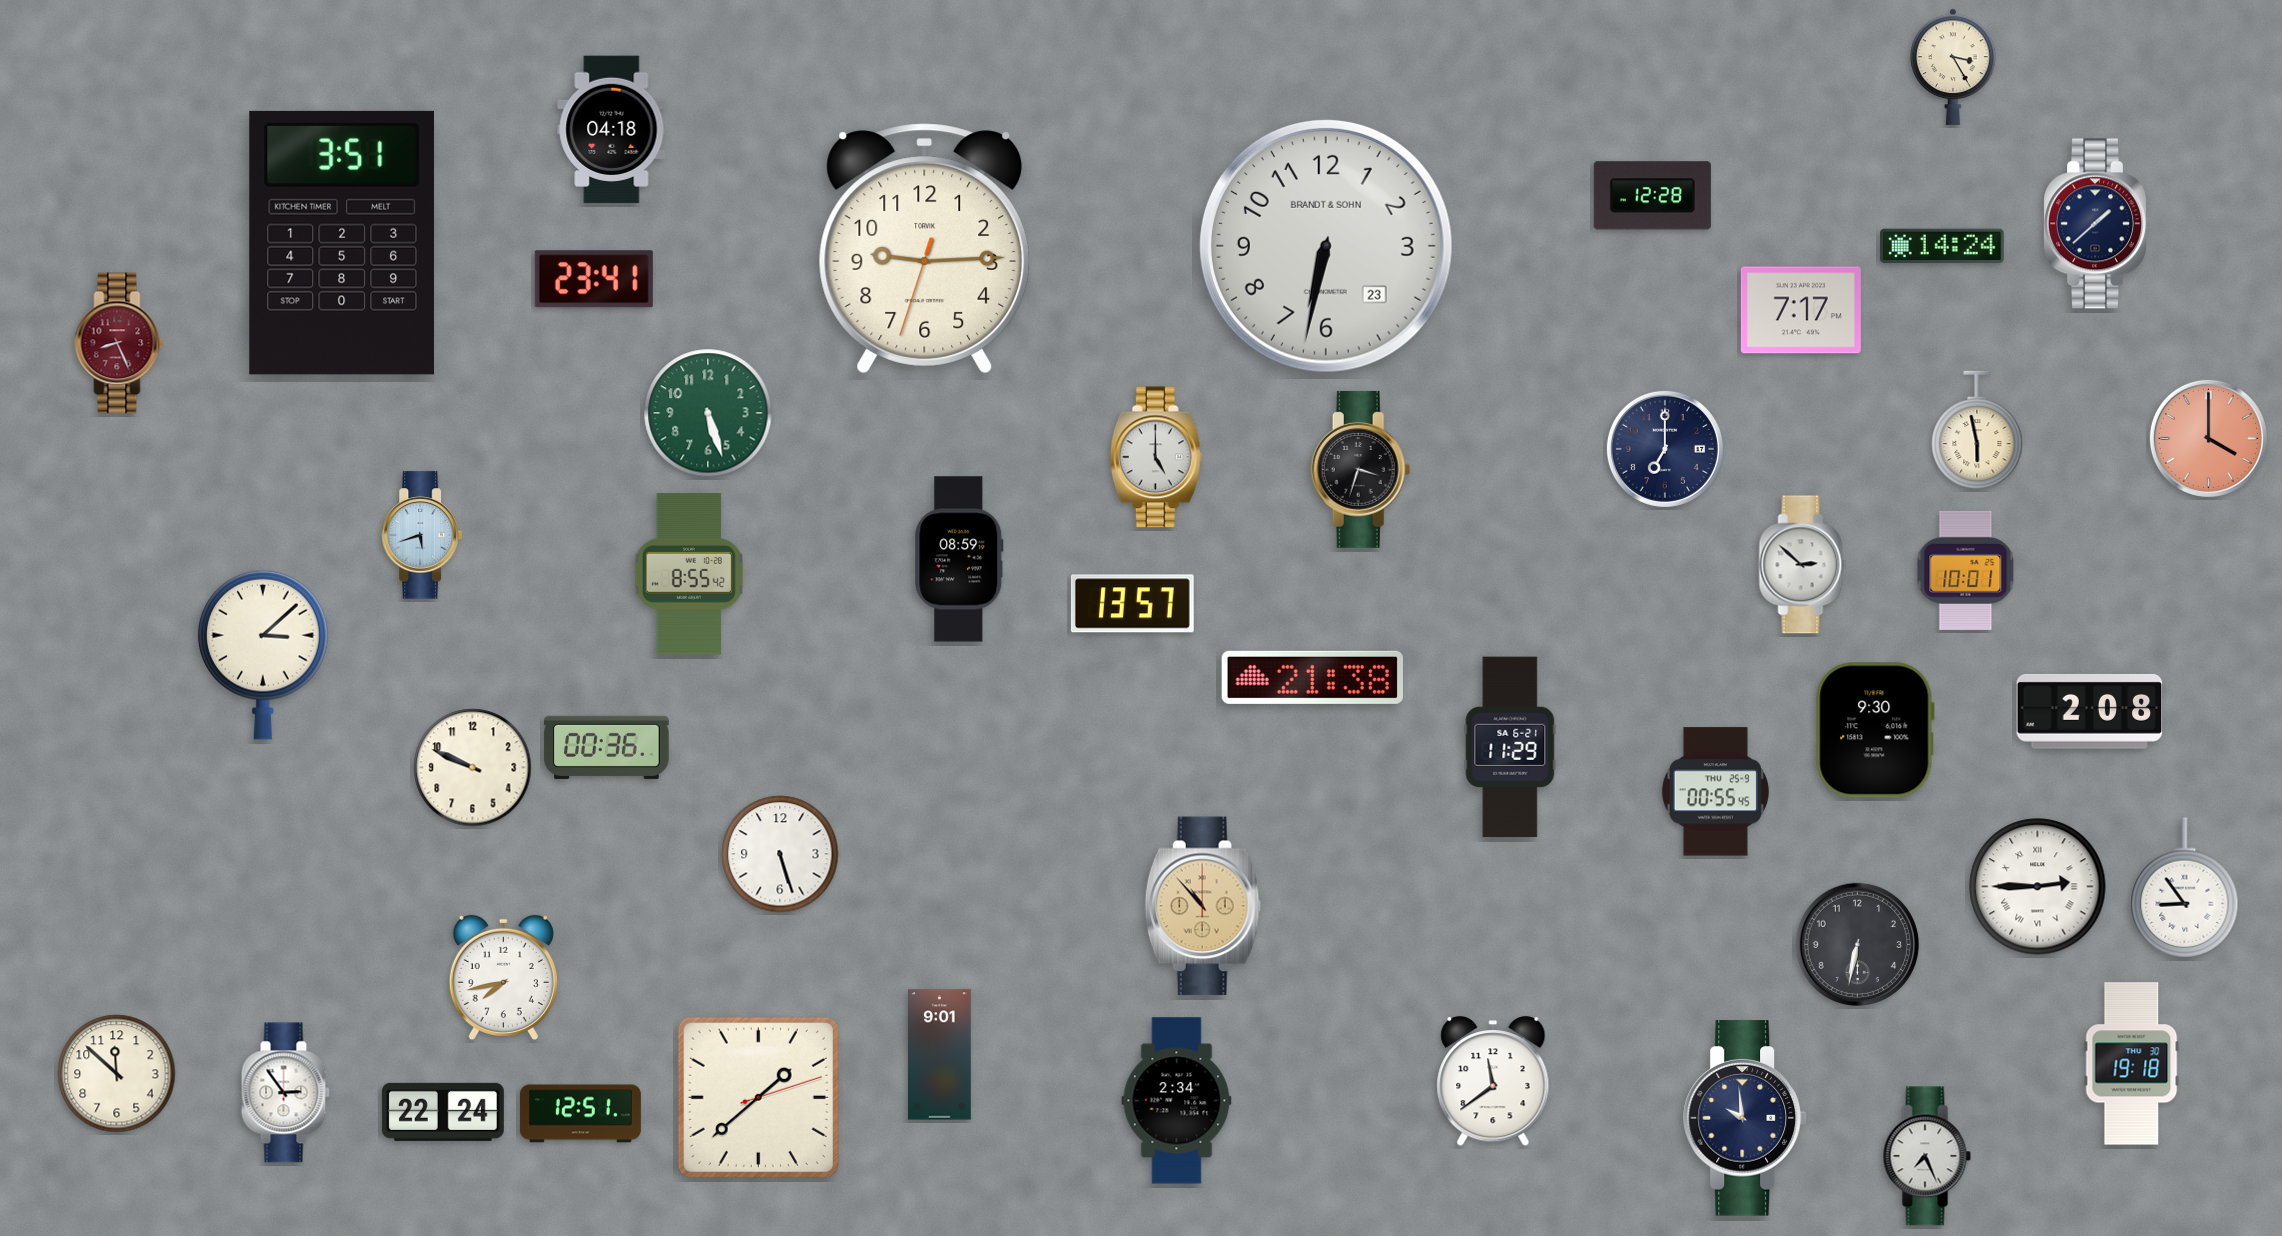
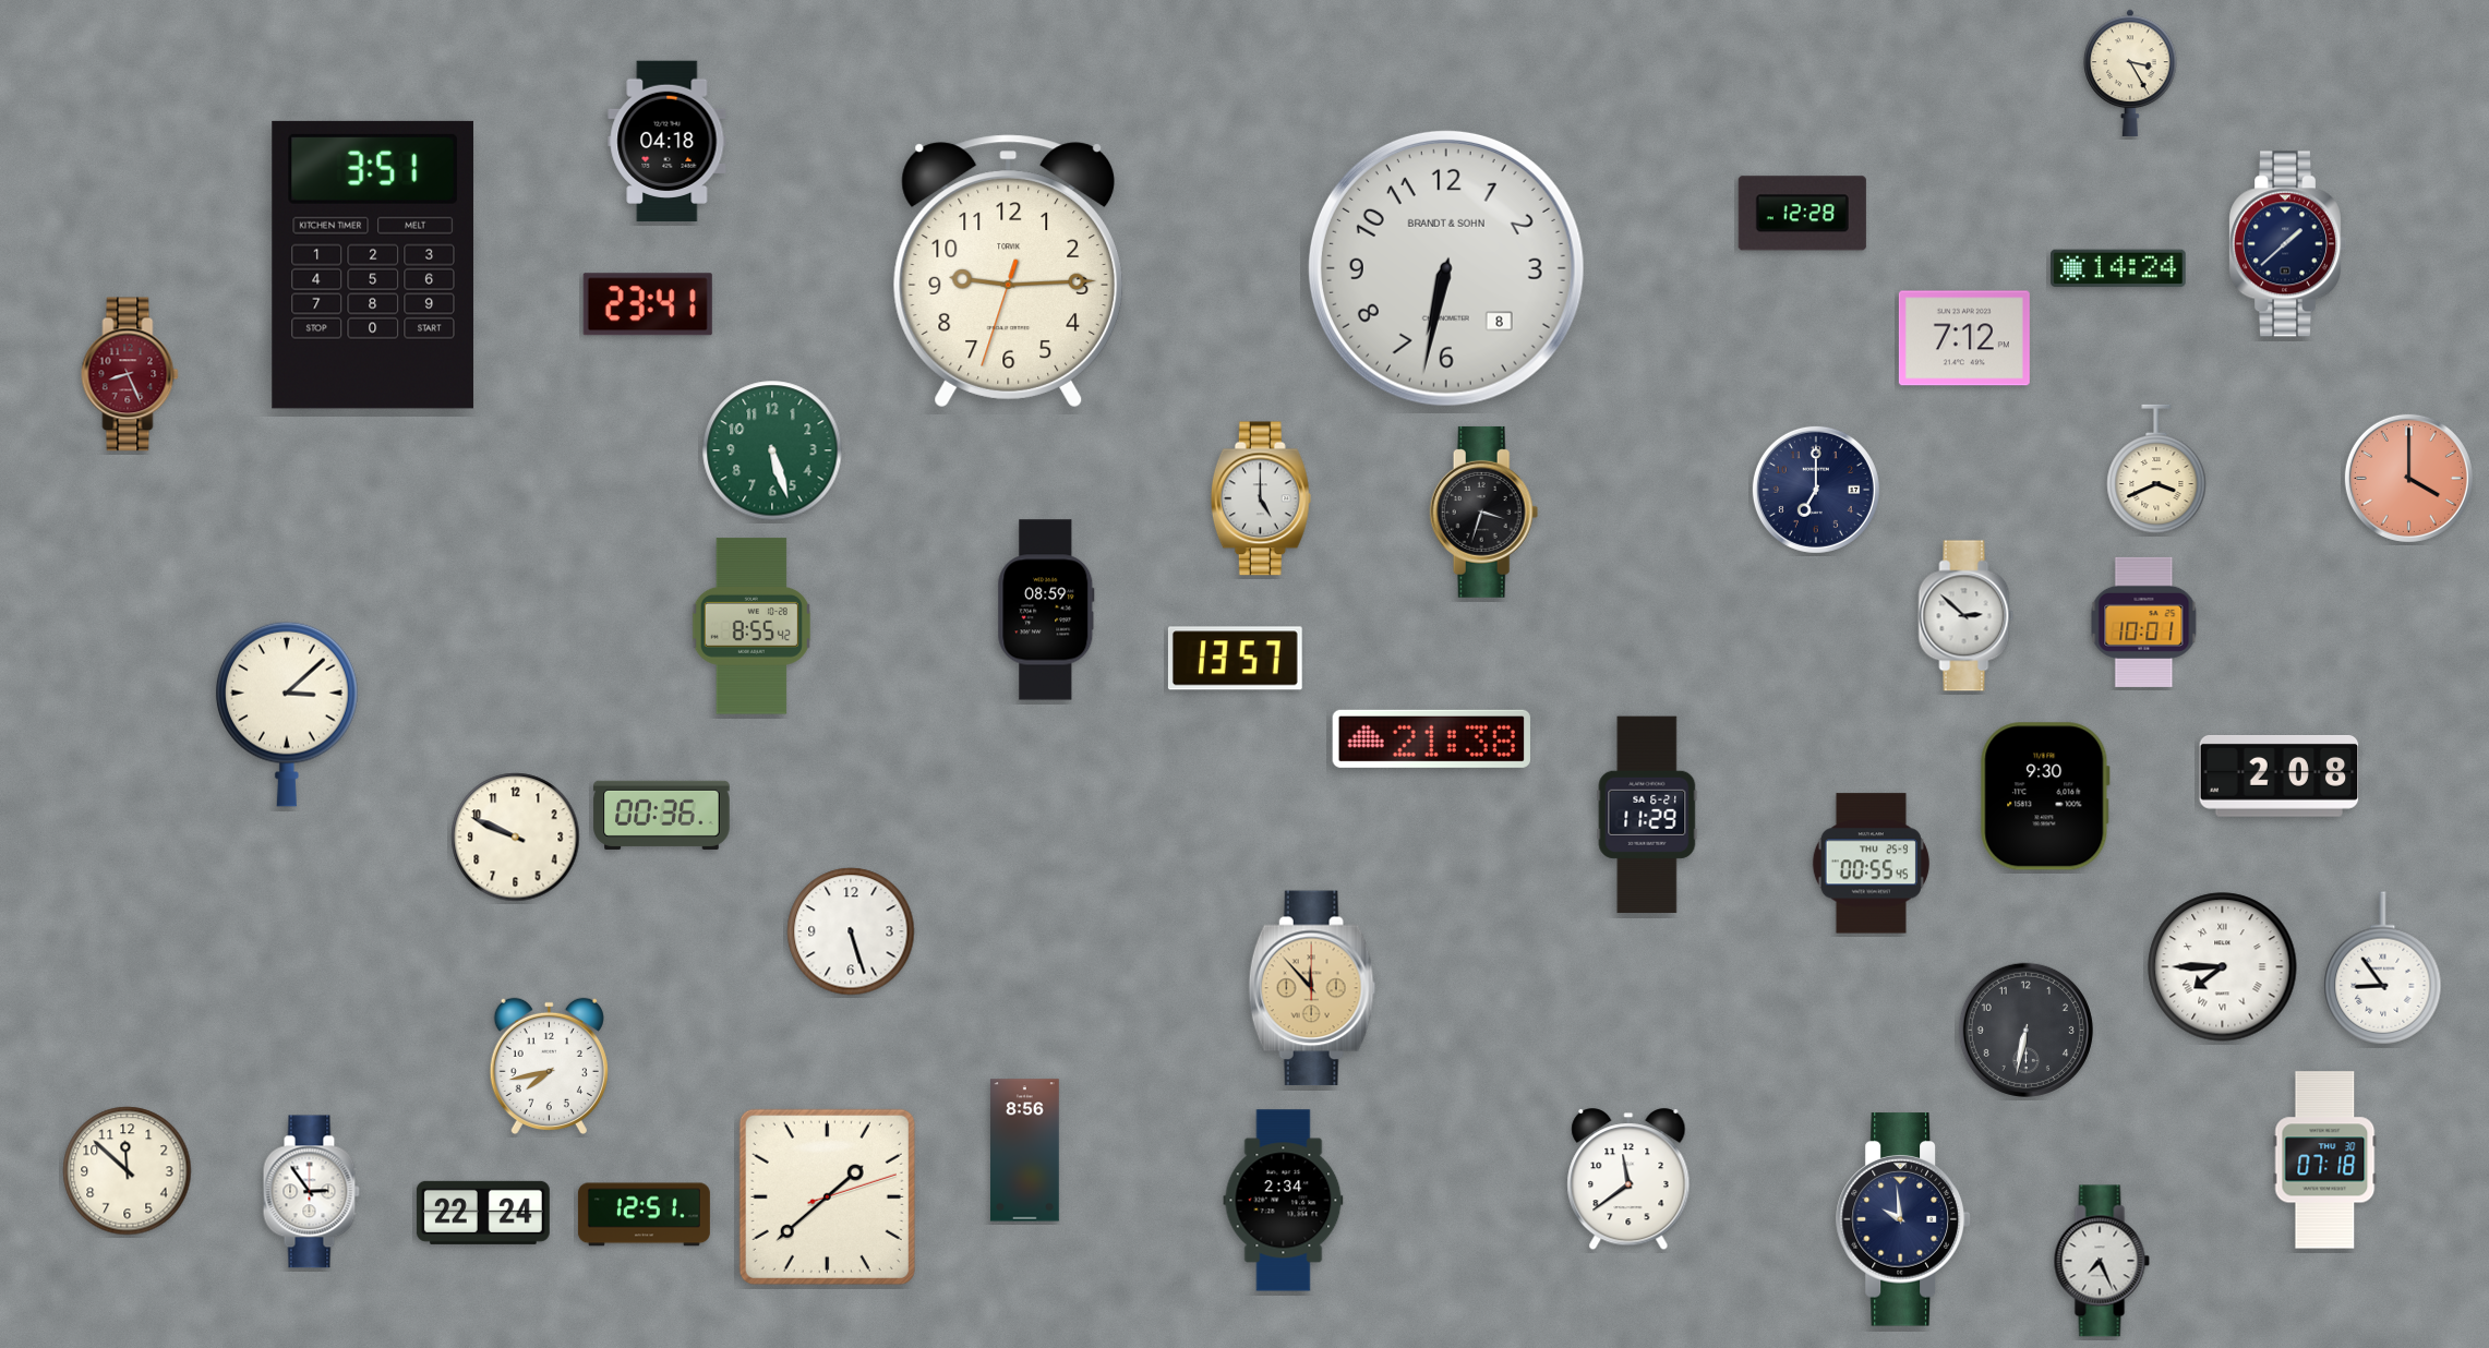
clock at (1326, 246) date: 23 -> 8
clock at (1801, 310): 7:17 -> 7:12
clock at (1977, 430): 5:58 -> 3:41
clock at (422, 535): 5:42 -> none
clock at (2038, 887): 2:45 -> 7:45
clock at (1203, 906): 10:53 -> 11:53
clock at (940, 1055): 9:01 -> 8:56
clock at (2132, 1064): 19:18 -> 07:18
clock at (580, 1114) position: (580, 1114) -> (644, 1215)
